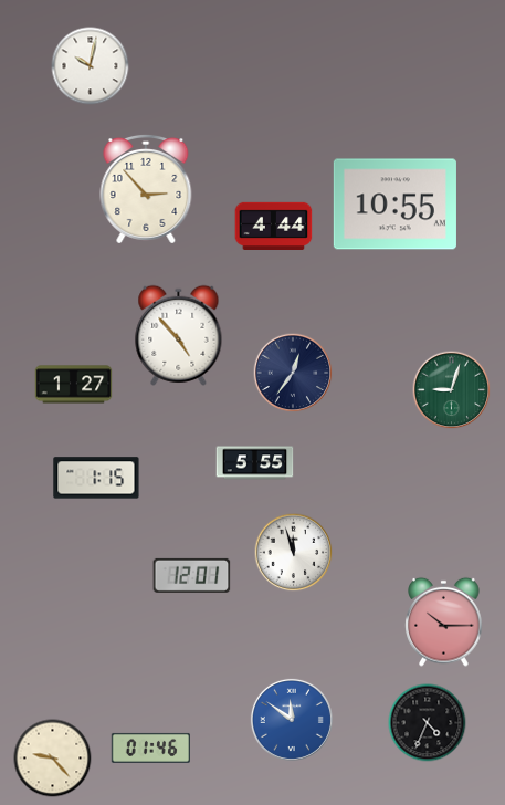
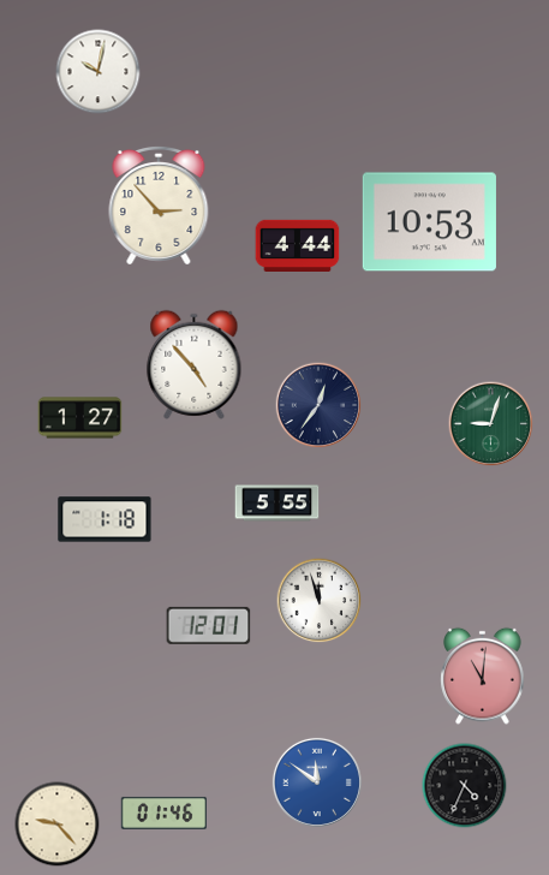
clock at (394, 205): 10:55 -> 10:53
clock at (96, 478): 1:15 -> 1:18
clock at (444, 621): 10:15 -> 11:01
